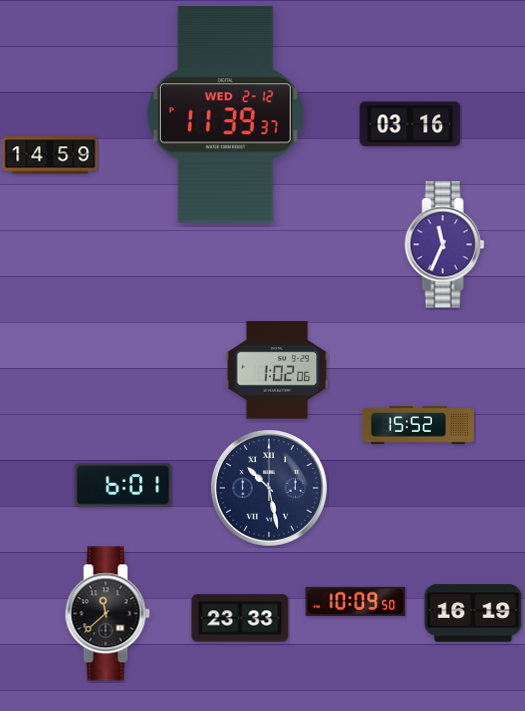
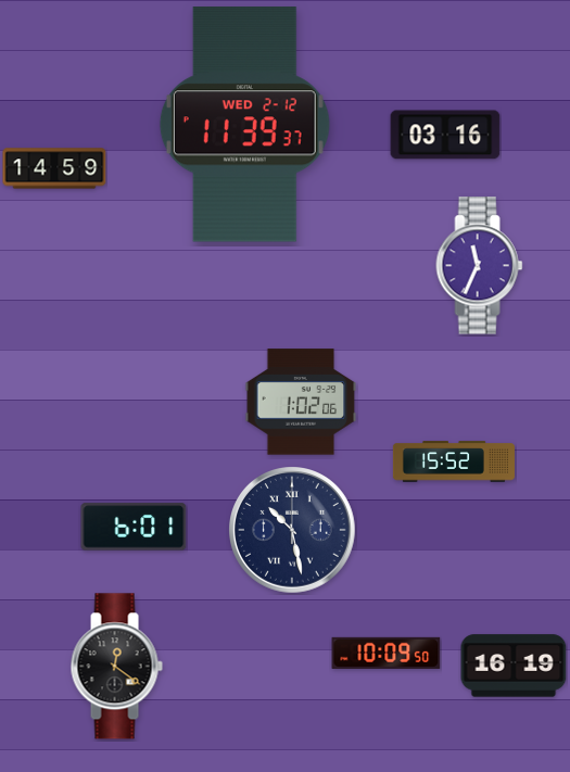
clock at (445, 245) position: (445, 245) -> (480, 266)
clock at (107, 614): 11:38 -> 12:21
clock at (240, 618): 23:33 -> none
